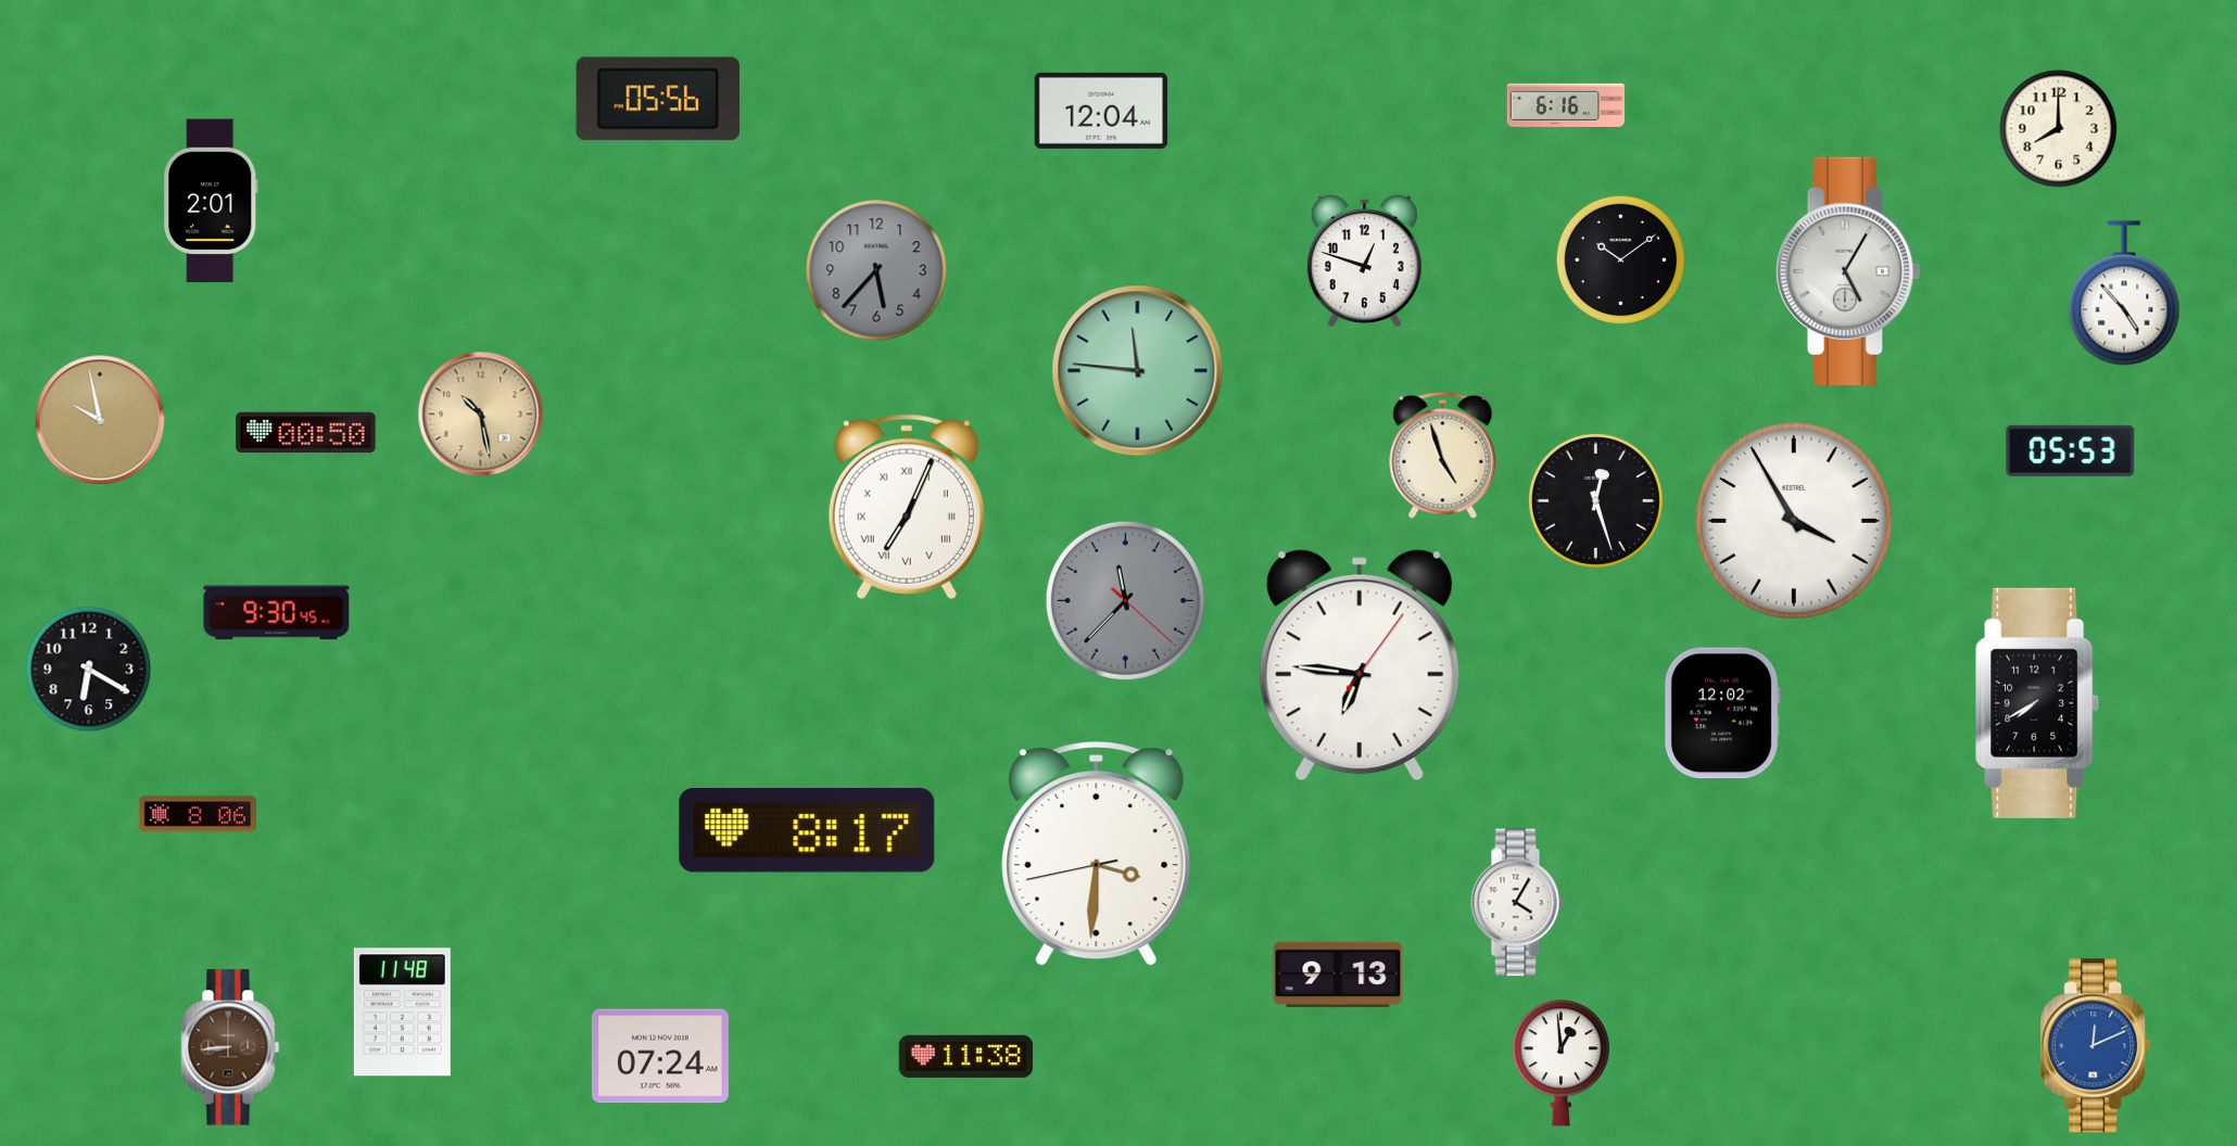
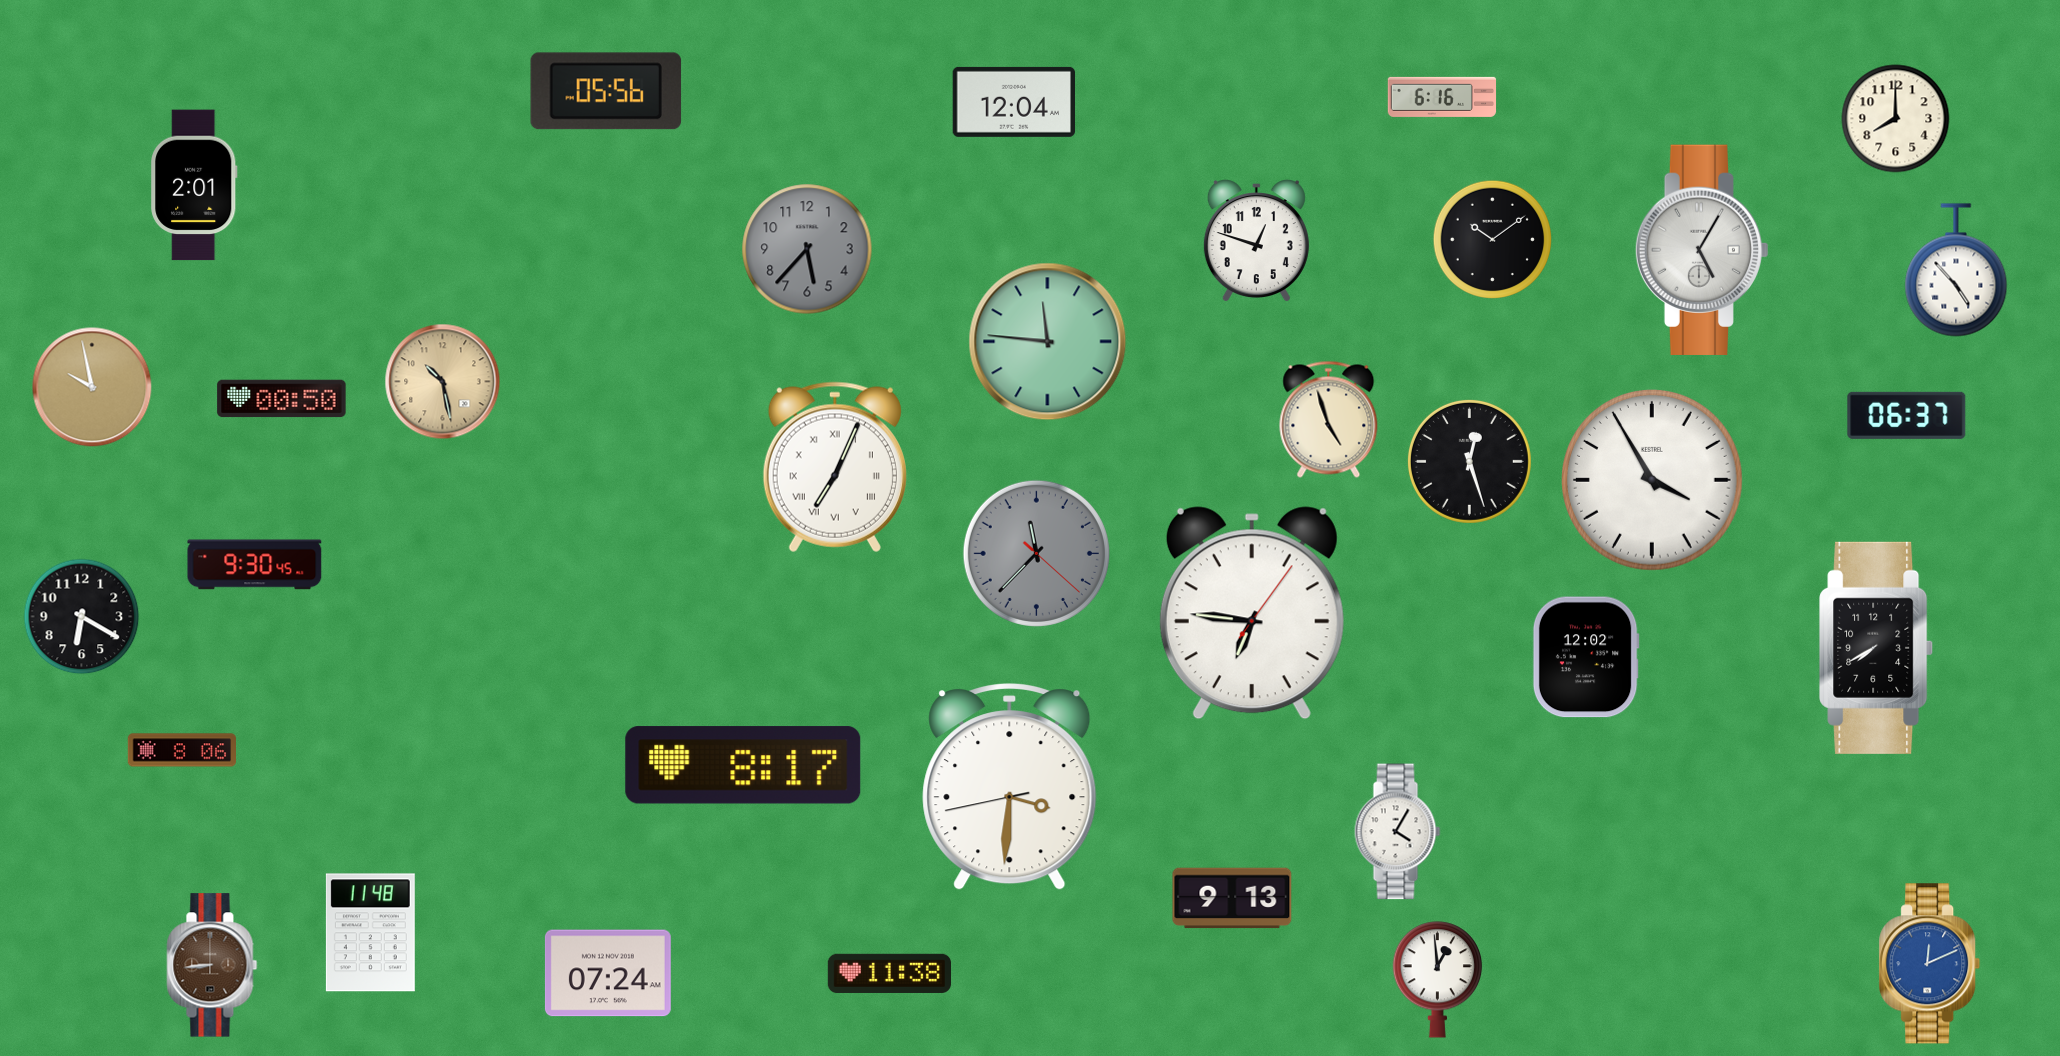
clock at (2071, 450): 05:53 -> 06:37
